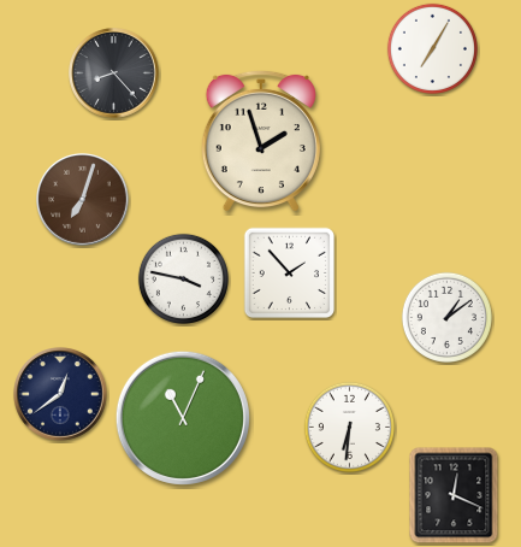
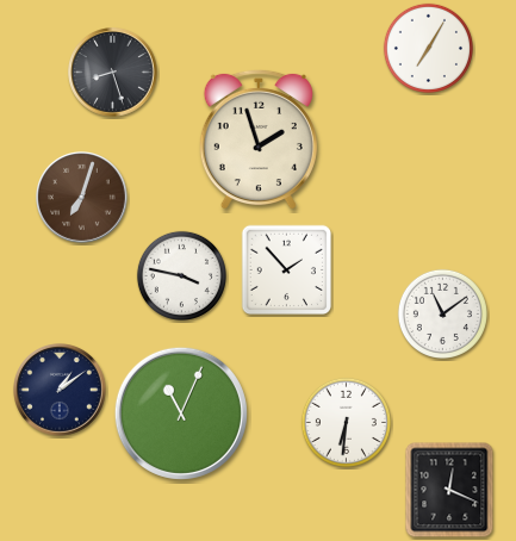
clock at (114, 73): 8:23 -> 8:27
clock at (446, 317): 1:09 -> 11:09
clock at (61, 395): 12:39 -> 1:09
